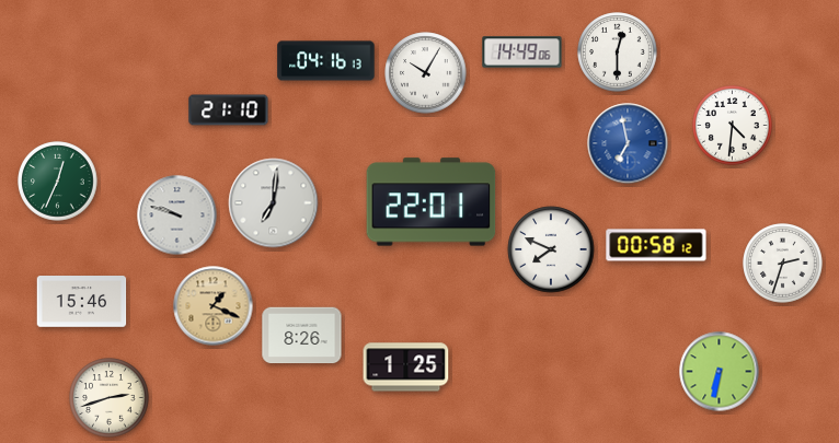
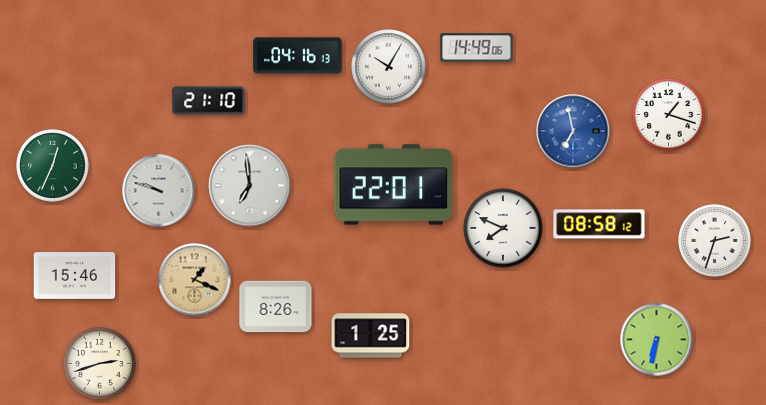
clock at (618, 53): 12:30 -> none
clock at (733, 126): 4:31 -> 1:18
clock at (274, 203): 7:01 -> 6:59
clock at (177, 215) position: (177, 215) -> (159, 191)
clock at (656, 245): 00:58 -> 08:58
